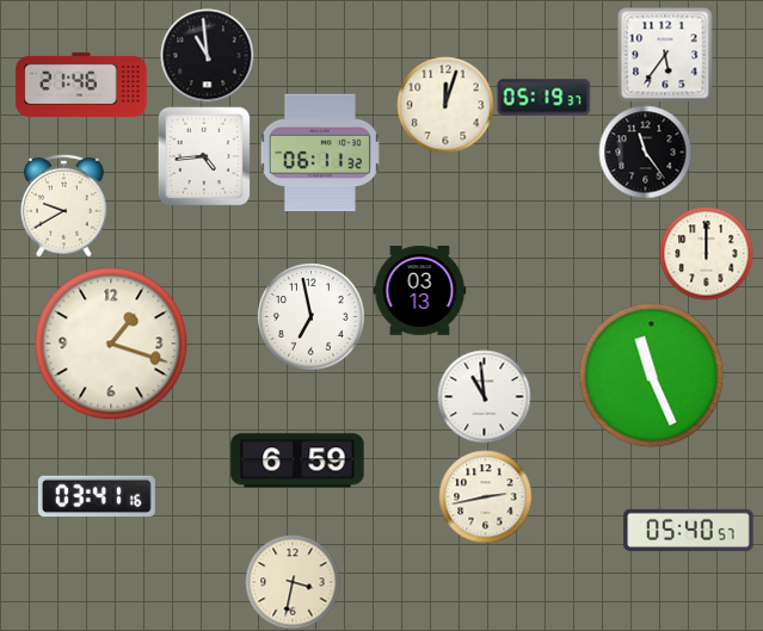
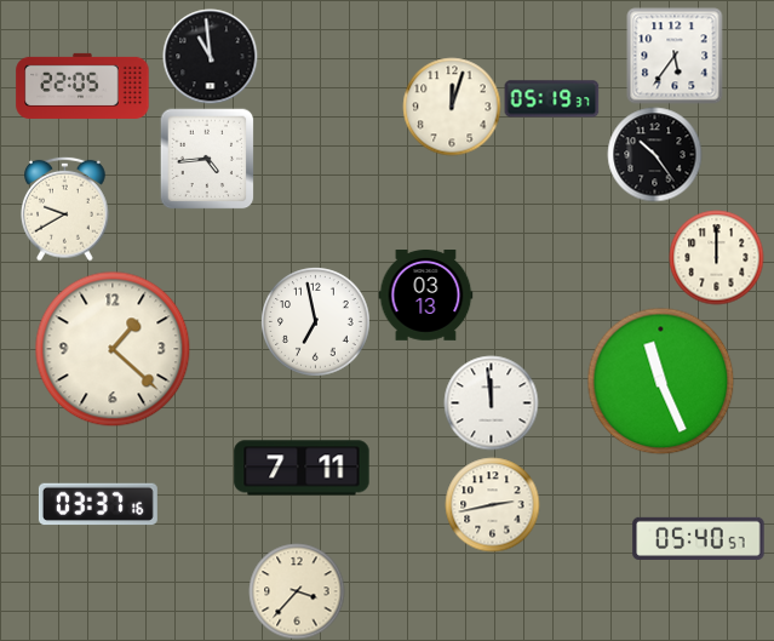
clock at (81, 85): 21:46 -> 22:05
clock at (645, 151): 11:24 -> 10:24
clock at (320, 153): 06:11 -> none
clock at (111, 344): 1:18 -> 1:22
clock at (484, 396): 10:59 -> 11:59
clock at (297, 460): 6:59 -> 7:11
clock at (97, 496): 03:41 -> 03:37
clock at (293, 582): 3:32 -> 3:37
